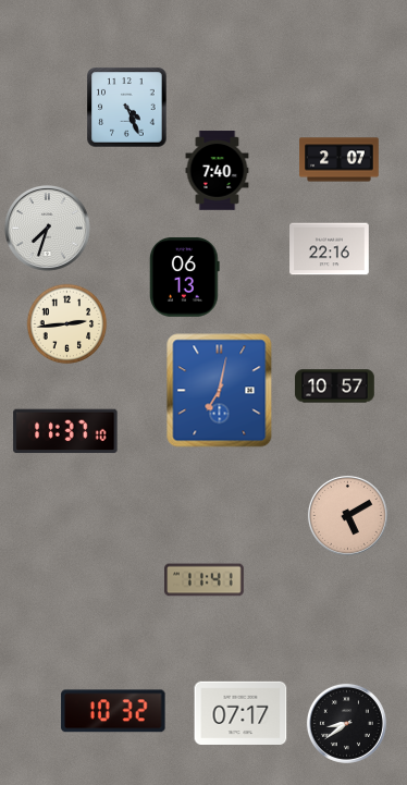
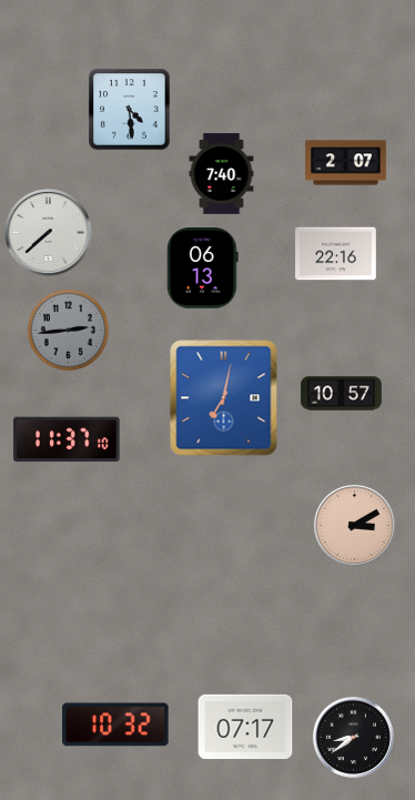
clock at (127, 108): 4:26 -> 4:29
clock at (47, 228): 7:33 -> 7:38
clock at (184, 278) position: (184, 278) -> (202, 269)
clock at (67, 324) dial: cream -> grey
clock at (347, 515): 5:10 -> 3:10
clock at (205, 580): 11:41 -> none
